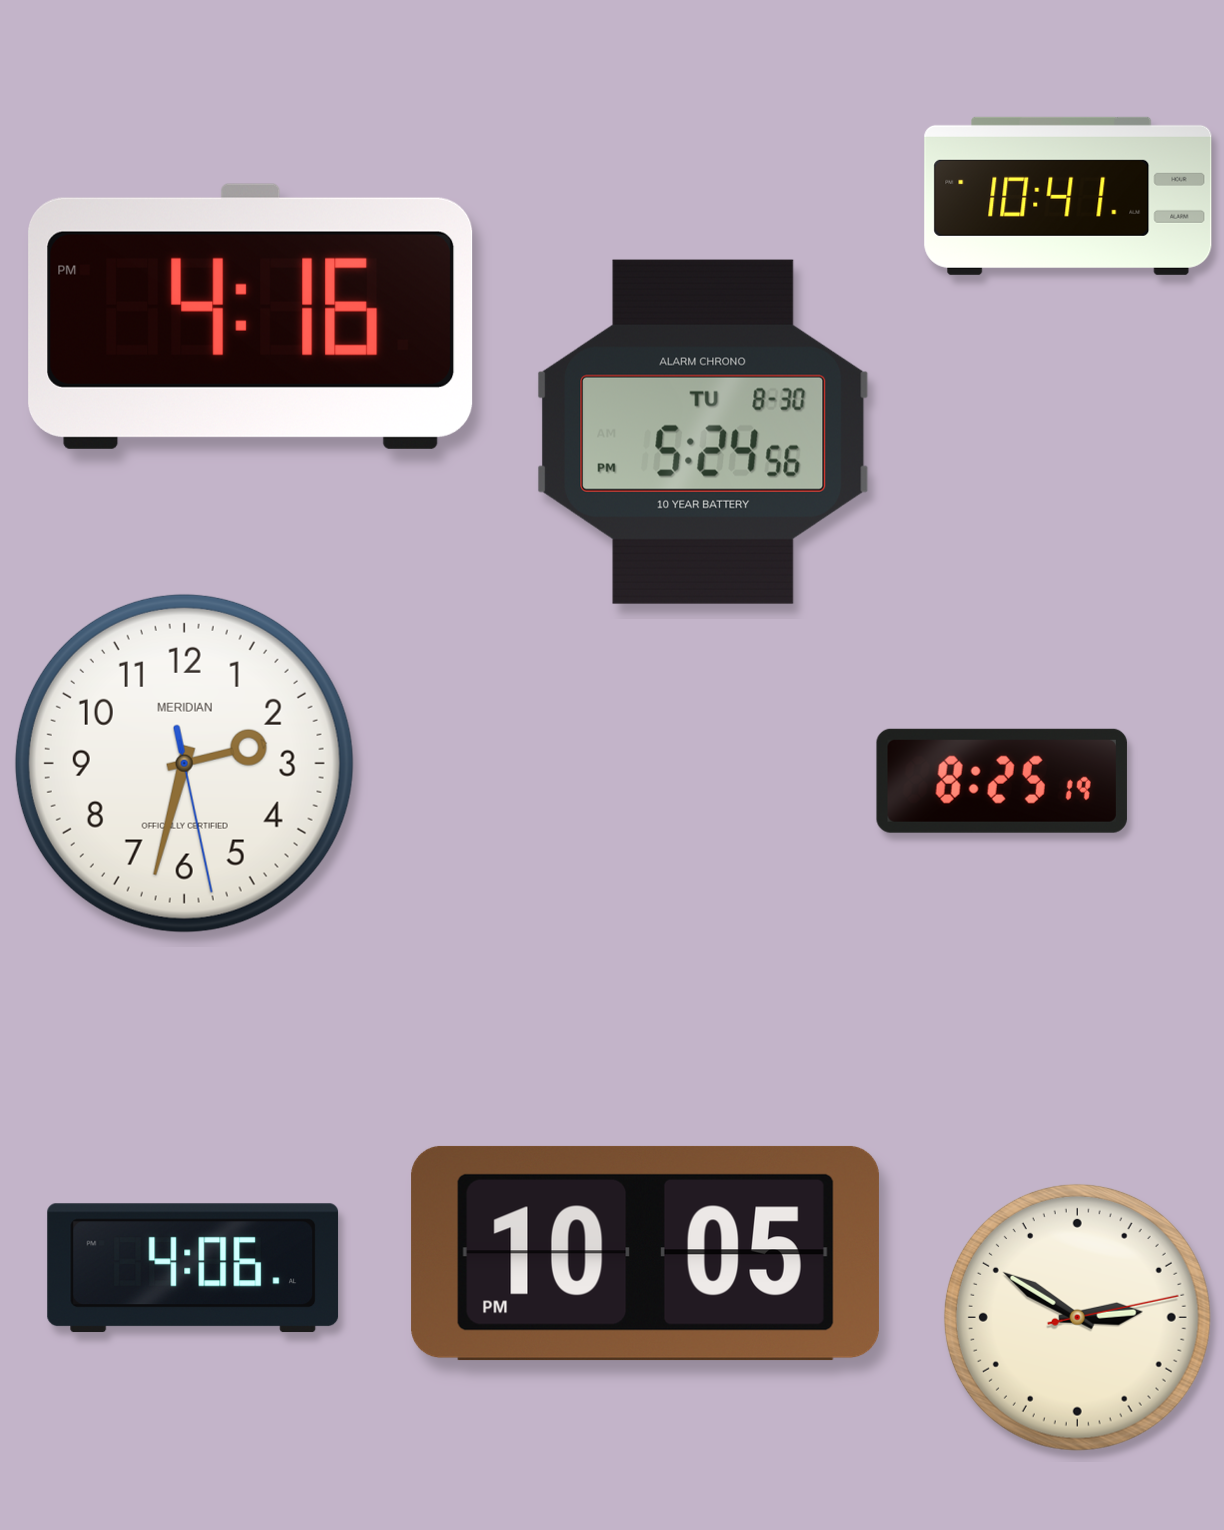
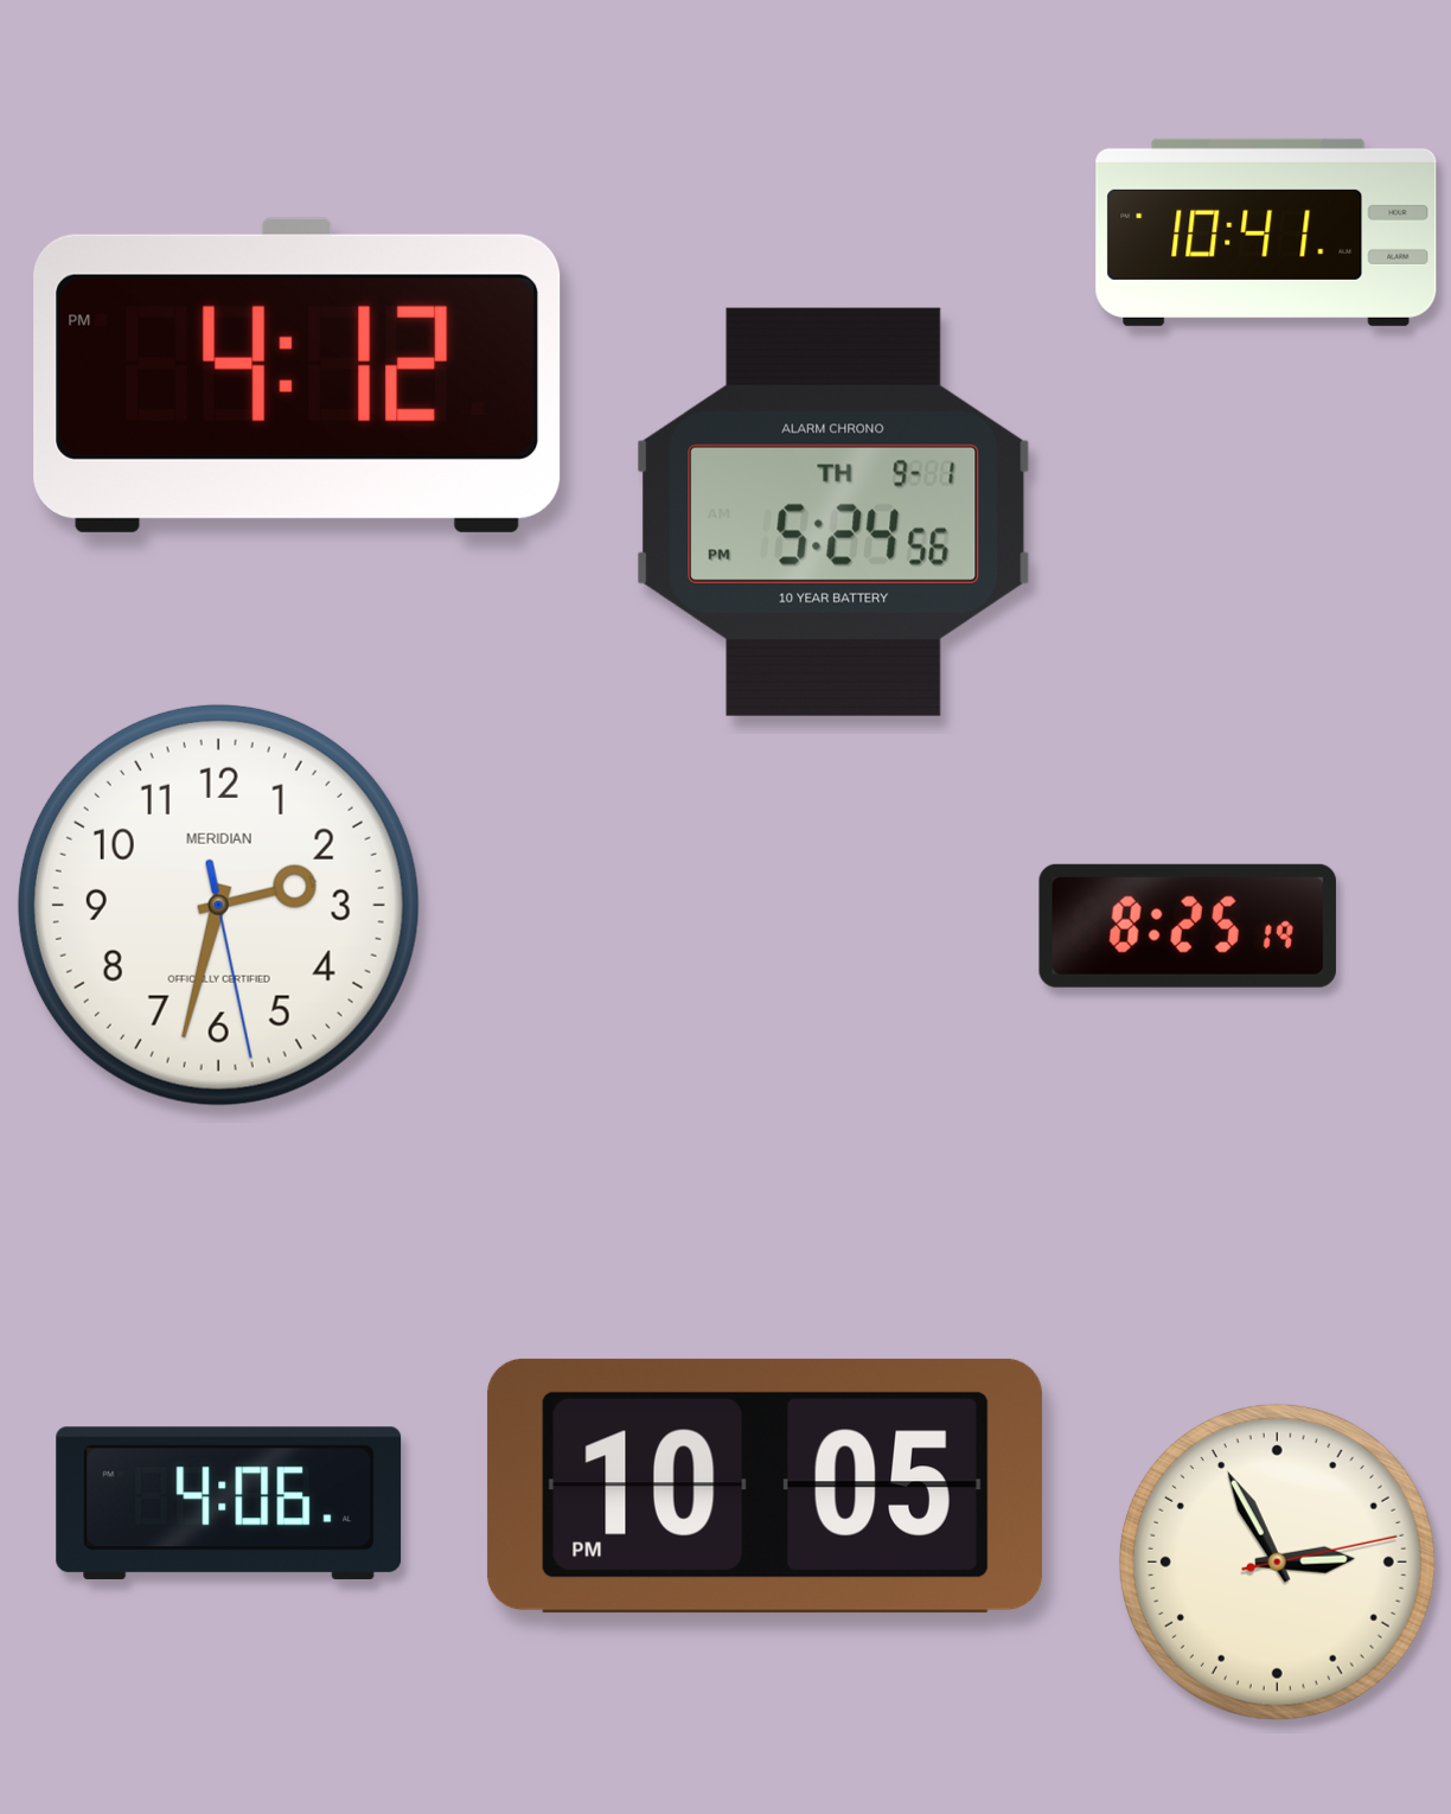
clock at (251, 316): 4:16 -> 4:12
clock at (704, 432) date: TU 8-30 -> TH 9-1
clock at (1077, 1317): 2:50 -> 2:55
